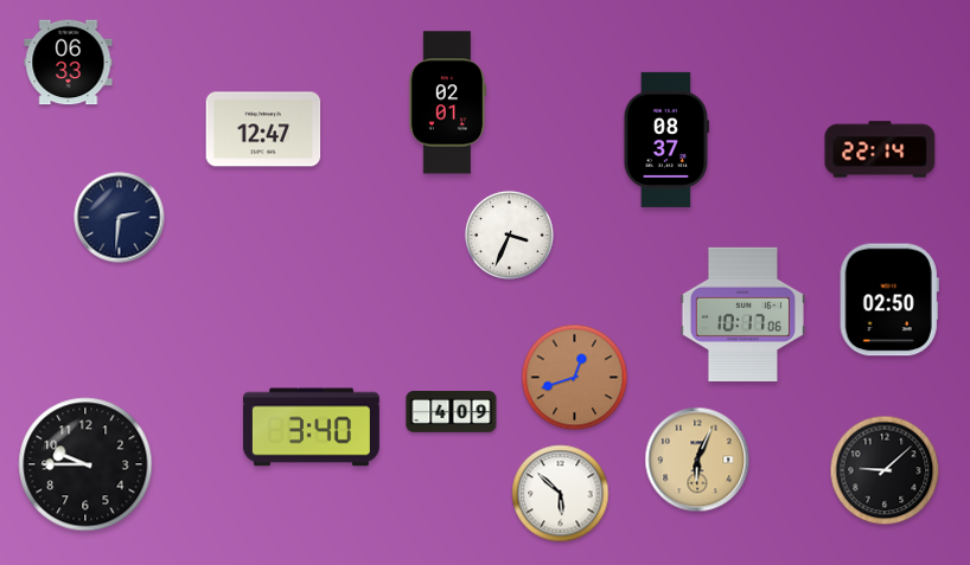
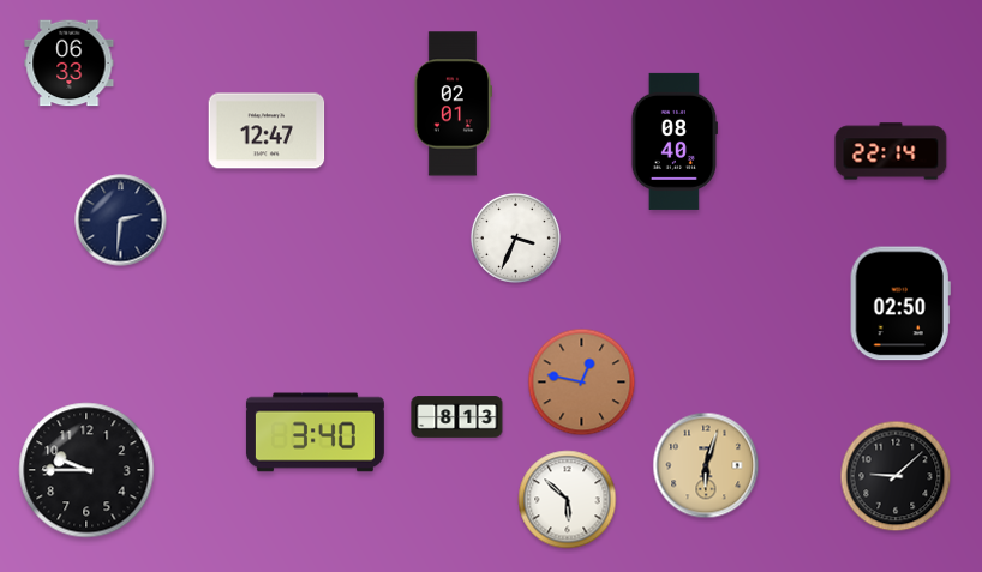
clock at (666, 140): 08:37 -> 08:40
clock at (742, 314): 10:17 -> none
clock at (575, 378): 12:42 -> 12:47
clock at (452, 412): 4:09 -> 8:13
clock at (697, 460): 6:04 -> 6:03
